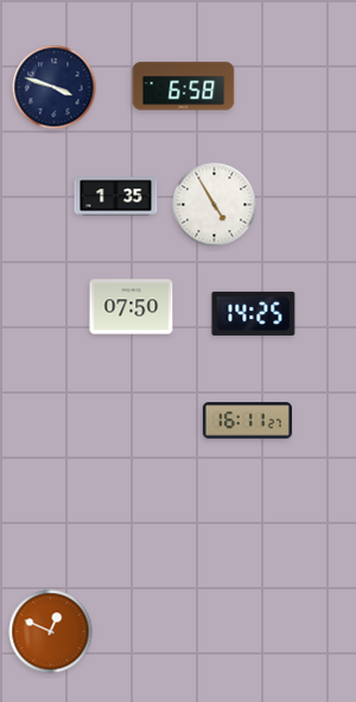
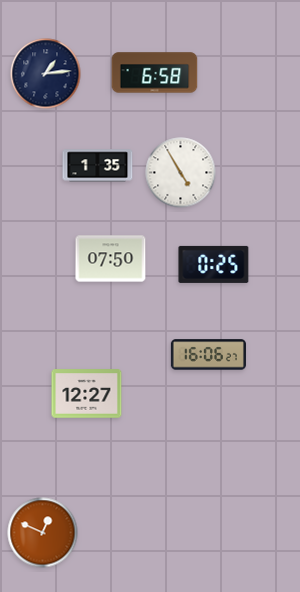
clock at (55, 88): 3:48 -> 1:14
clock at (254, 313): 14:25 -> 0:25
clock at (247, 421): 16:11 -> 16:06
clock at (87, 394): none -> 12:27
